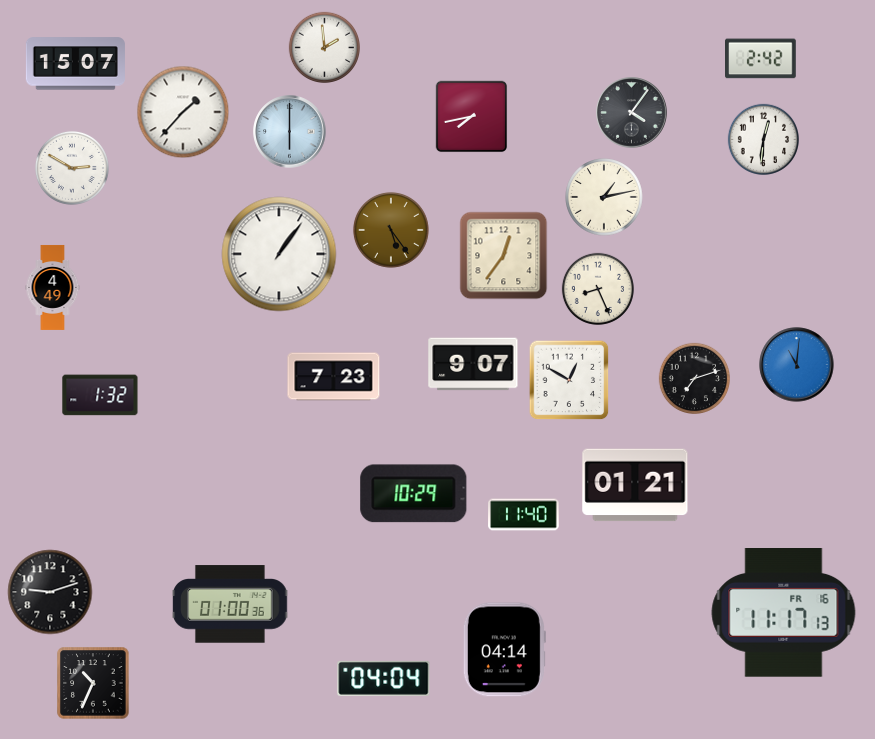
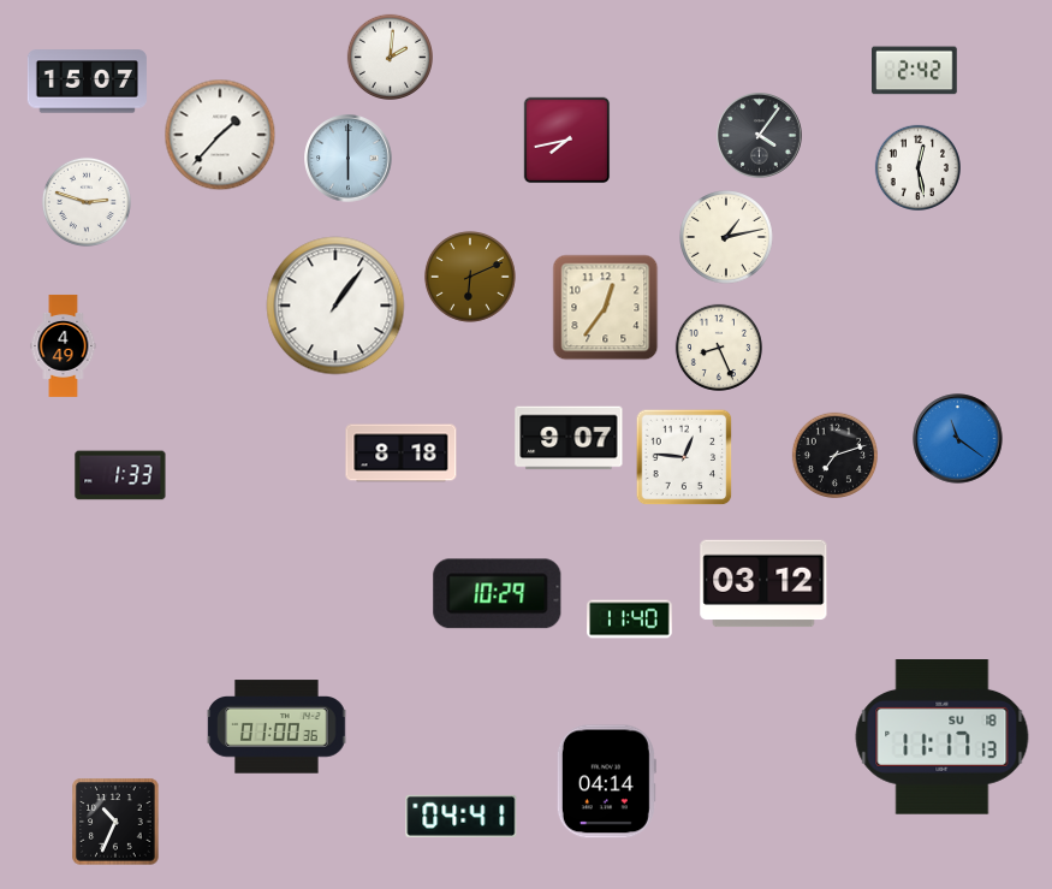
clock at (324, 47): 1:59 -> 2:01
clock at (75, 64) position: (75, 64) -> (87, 82)
clock at (763, 139): 12:31 -> 12:28
clock at (72, 168): 2:50 -> 2:48
clock at (391, 230): 5:24 -> 6:11
clock at (797, 365): 11:01 -> 11:21
clock at (334, 377): 7:23 -> 8:18
clock at (569, 380): 12:50 -> 12:46
clock at (100, 395): 1:32 -> 1:33
clock at (635, 485): 01:21 -> 03:12
clock at (50, 592): 9:12 -> none
clock at (784, 613) date: FR 16 -> SU 18
clock at (384, 678): 04:04 -> 04:41
clock at (93, 683) position: (93, 683) -> (115, 822)
